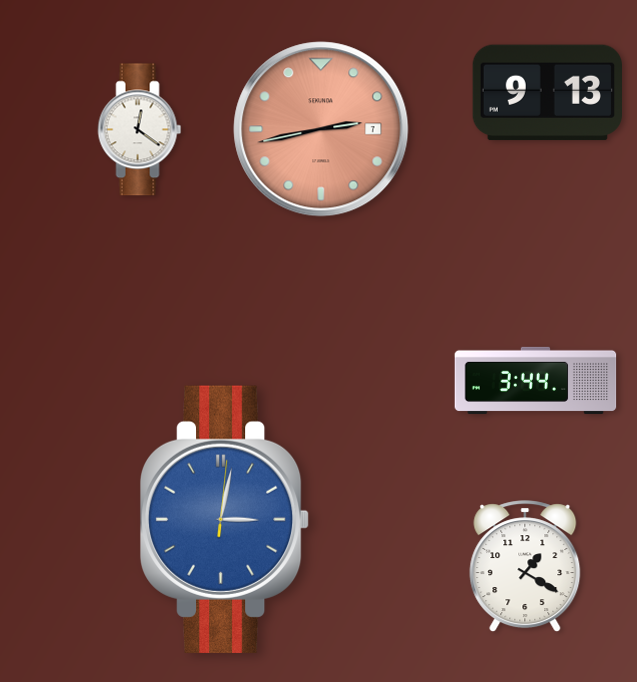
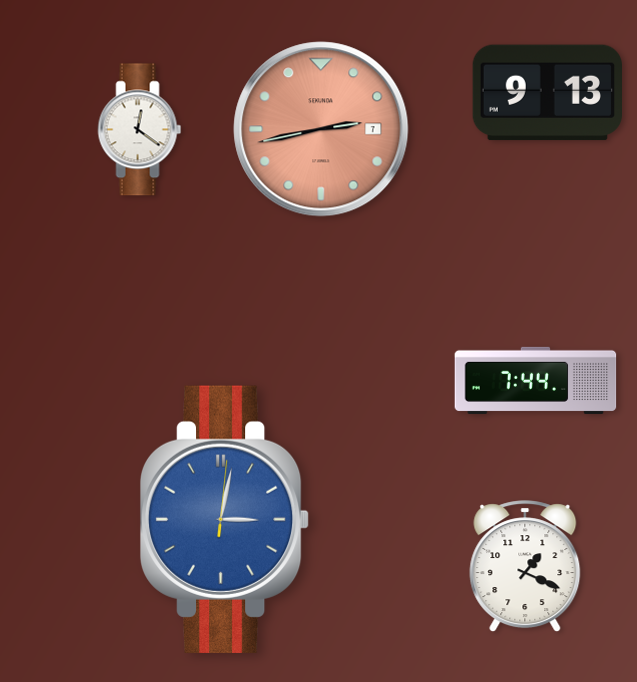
clock at (536, 380): 3:44 -> 7:44
clock at (525, 567): 1:20 -> 1:19
